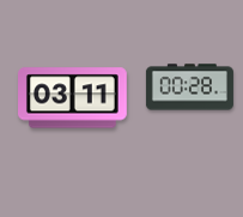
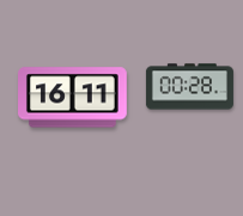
clock at (73, 98): 03:11 -> 16:11
